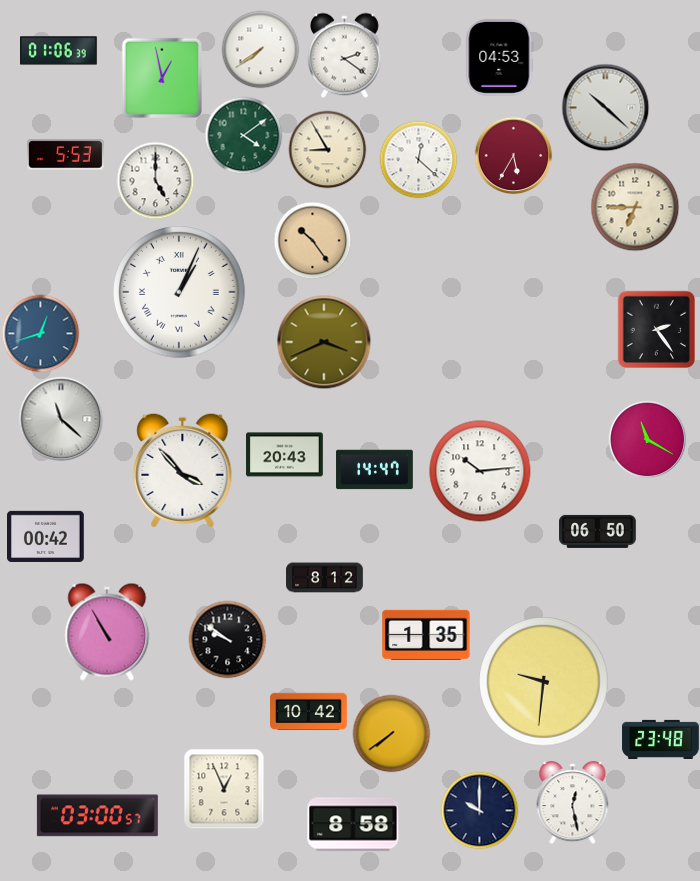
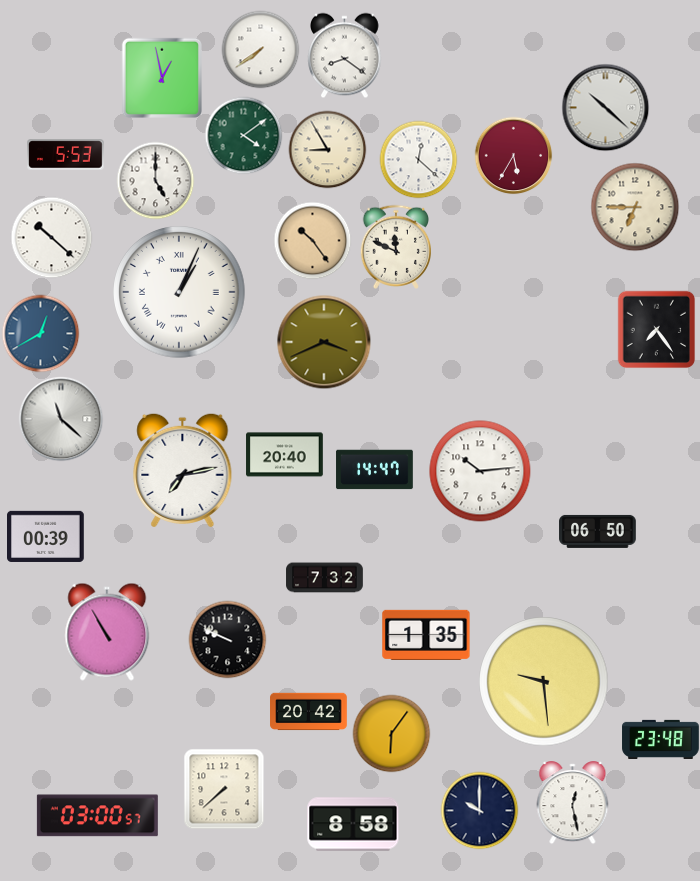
clock at (59, 51): 01:06 -> none
clock at (345, 55): 2:21 -> 8:21
clock at (500, 58): 04:53 -> none
clock at (51, 237): none -> 10:22
clock at (396, 247): none -> 11:49
clock at (656, 329): 2:24 -> 7:24
clock at (40, 333): 12:42 -> 12:40
clock at (647, 439): 11:20 -> none
clock at (285, 455): 20:43 -> 20:40
clock at (183, 469): 3:53 -> 7:13
clock at (46, 536): 00:42 -> 00:39
clock at (325, 578): 8:12 -> 7:32
clock at (227, 639): 9:51 -> 9:49
clock at (544, 682): 9:31 -> 9:29
clock at (309, 712): 10:42 -> 20:42
clock at (391, 733): 7:39 -> 6:06
clock at (224, 789): 12:56 -> 7:38
